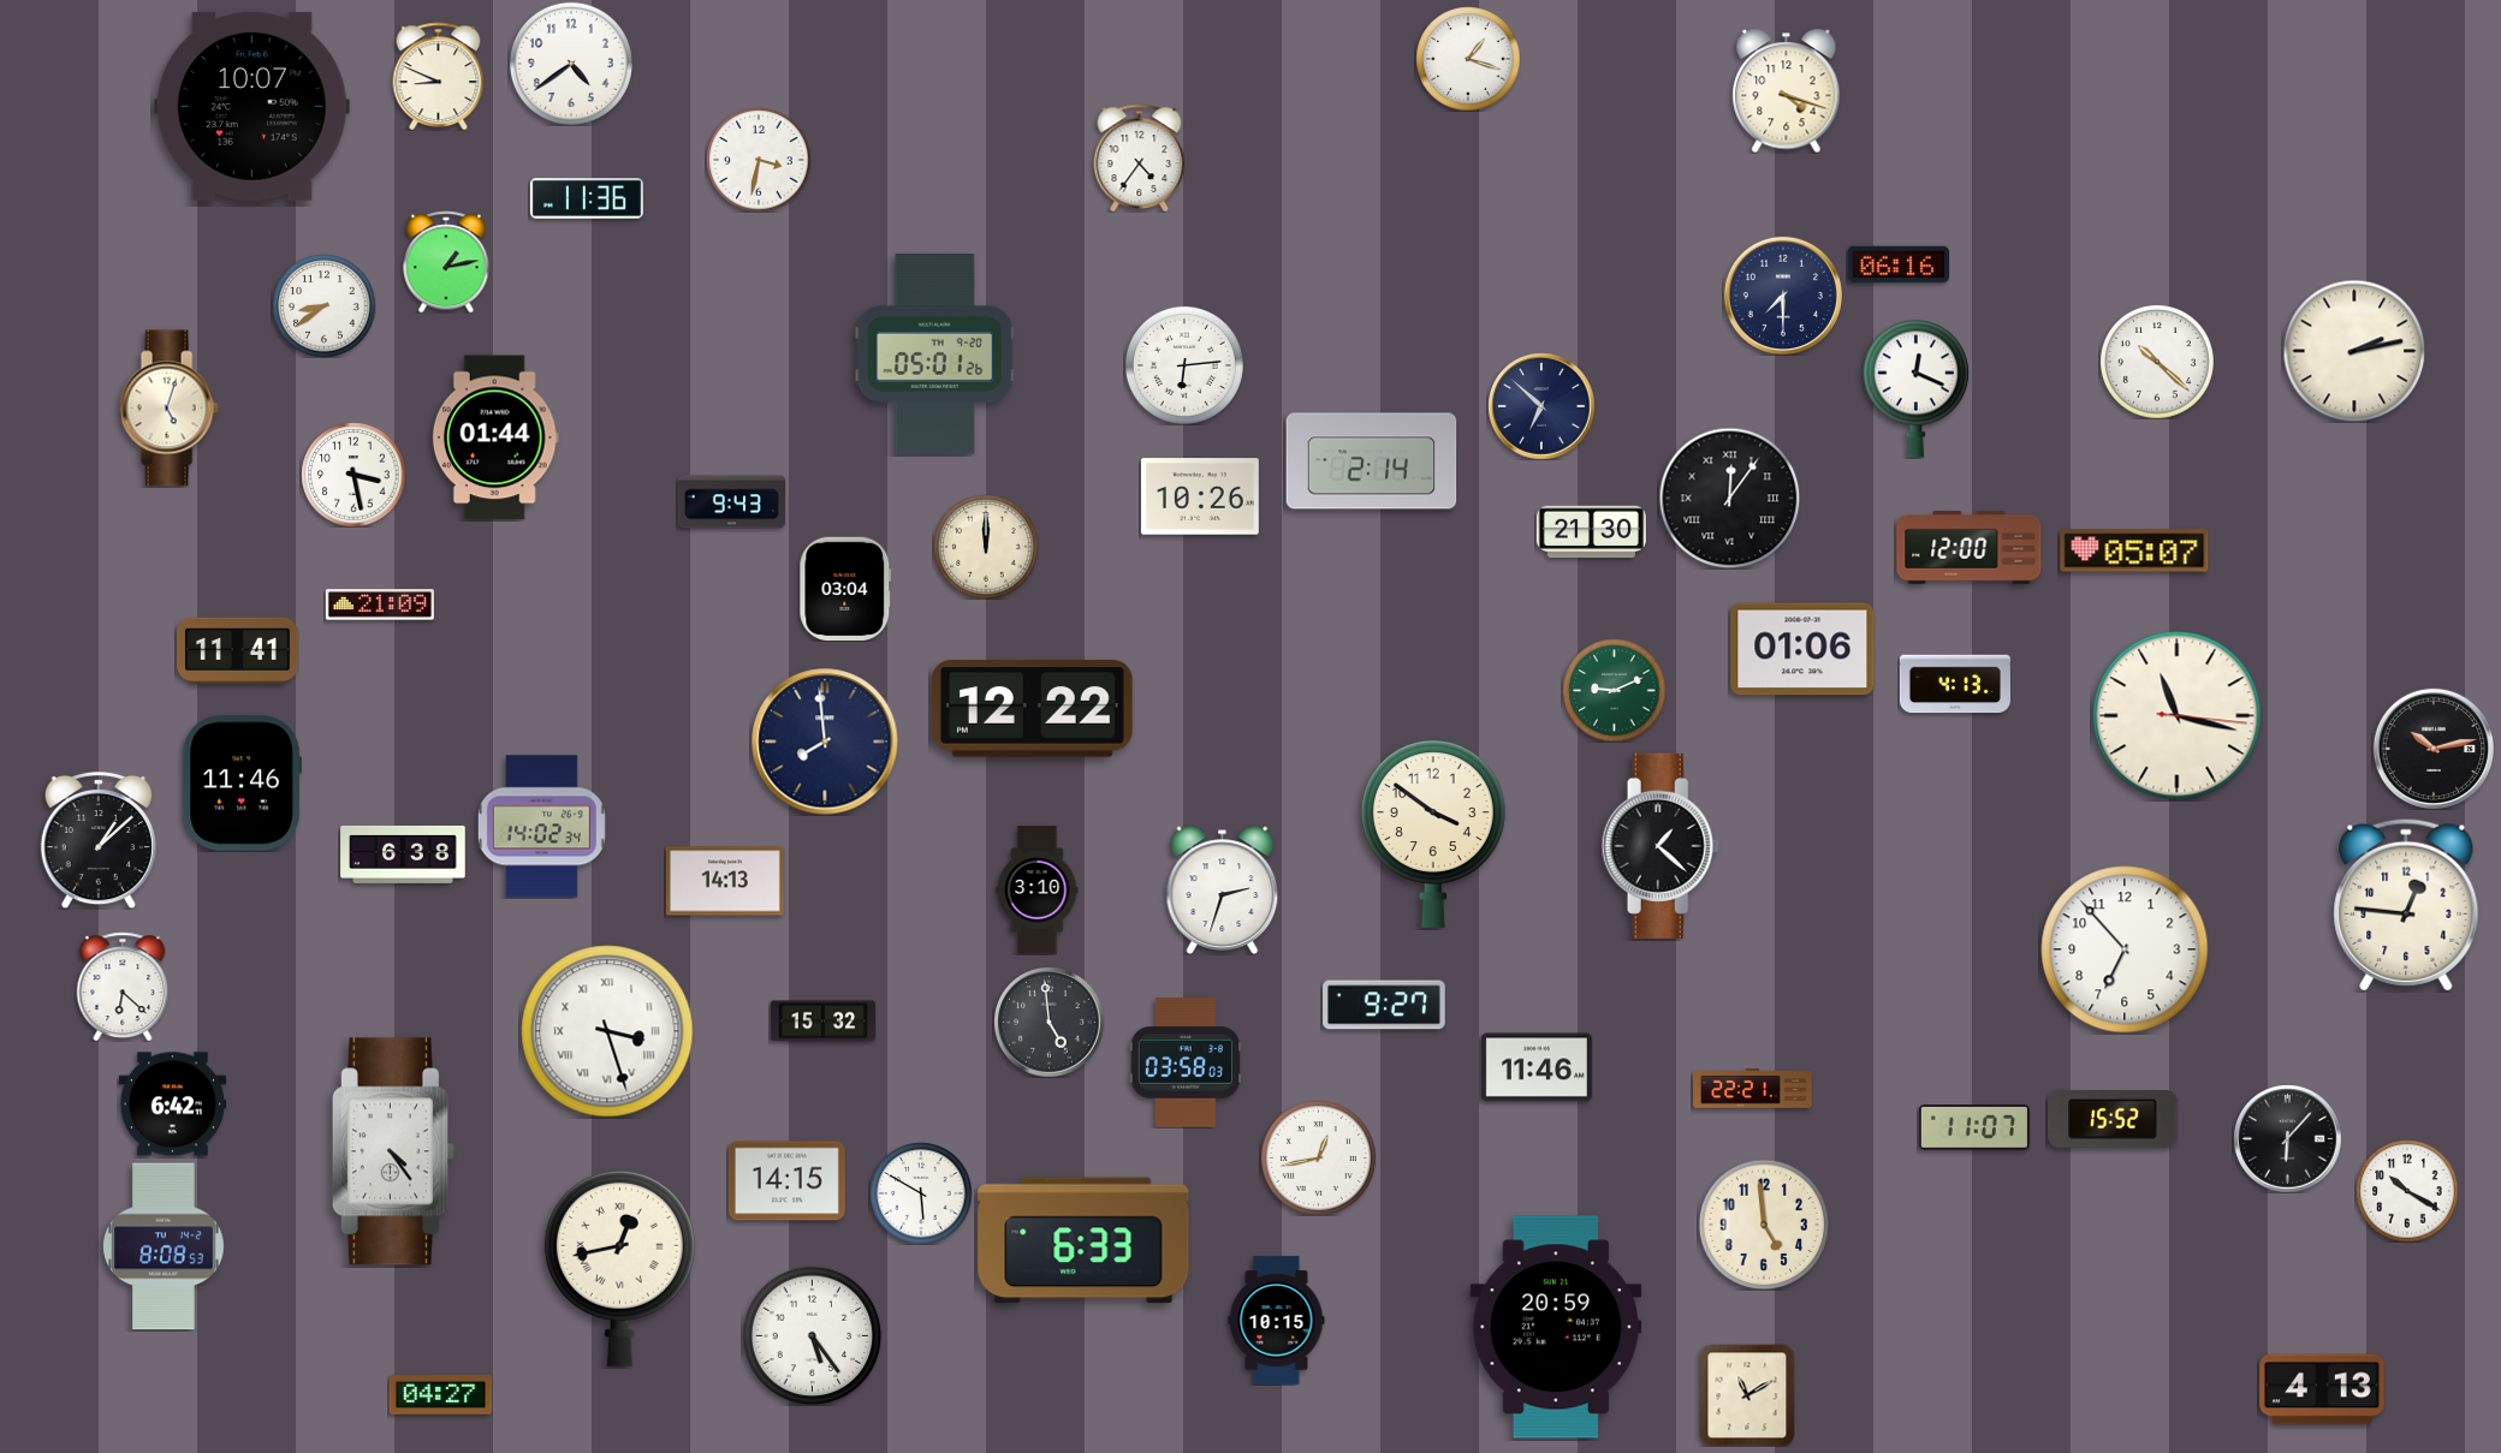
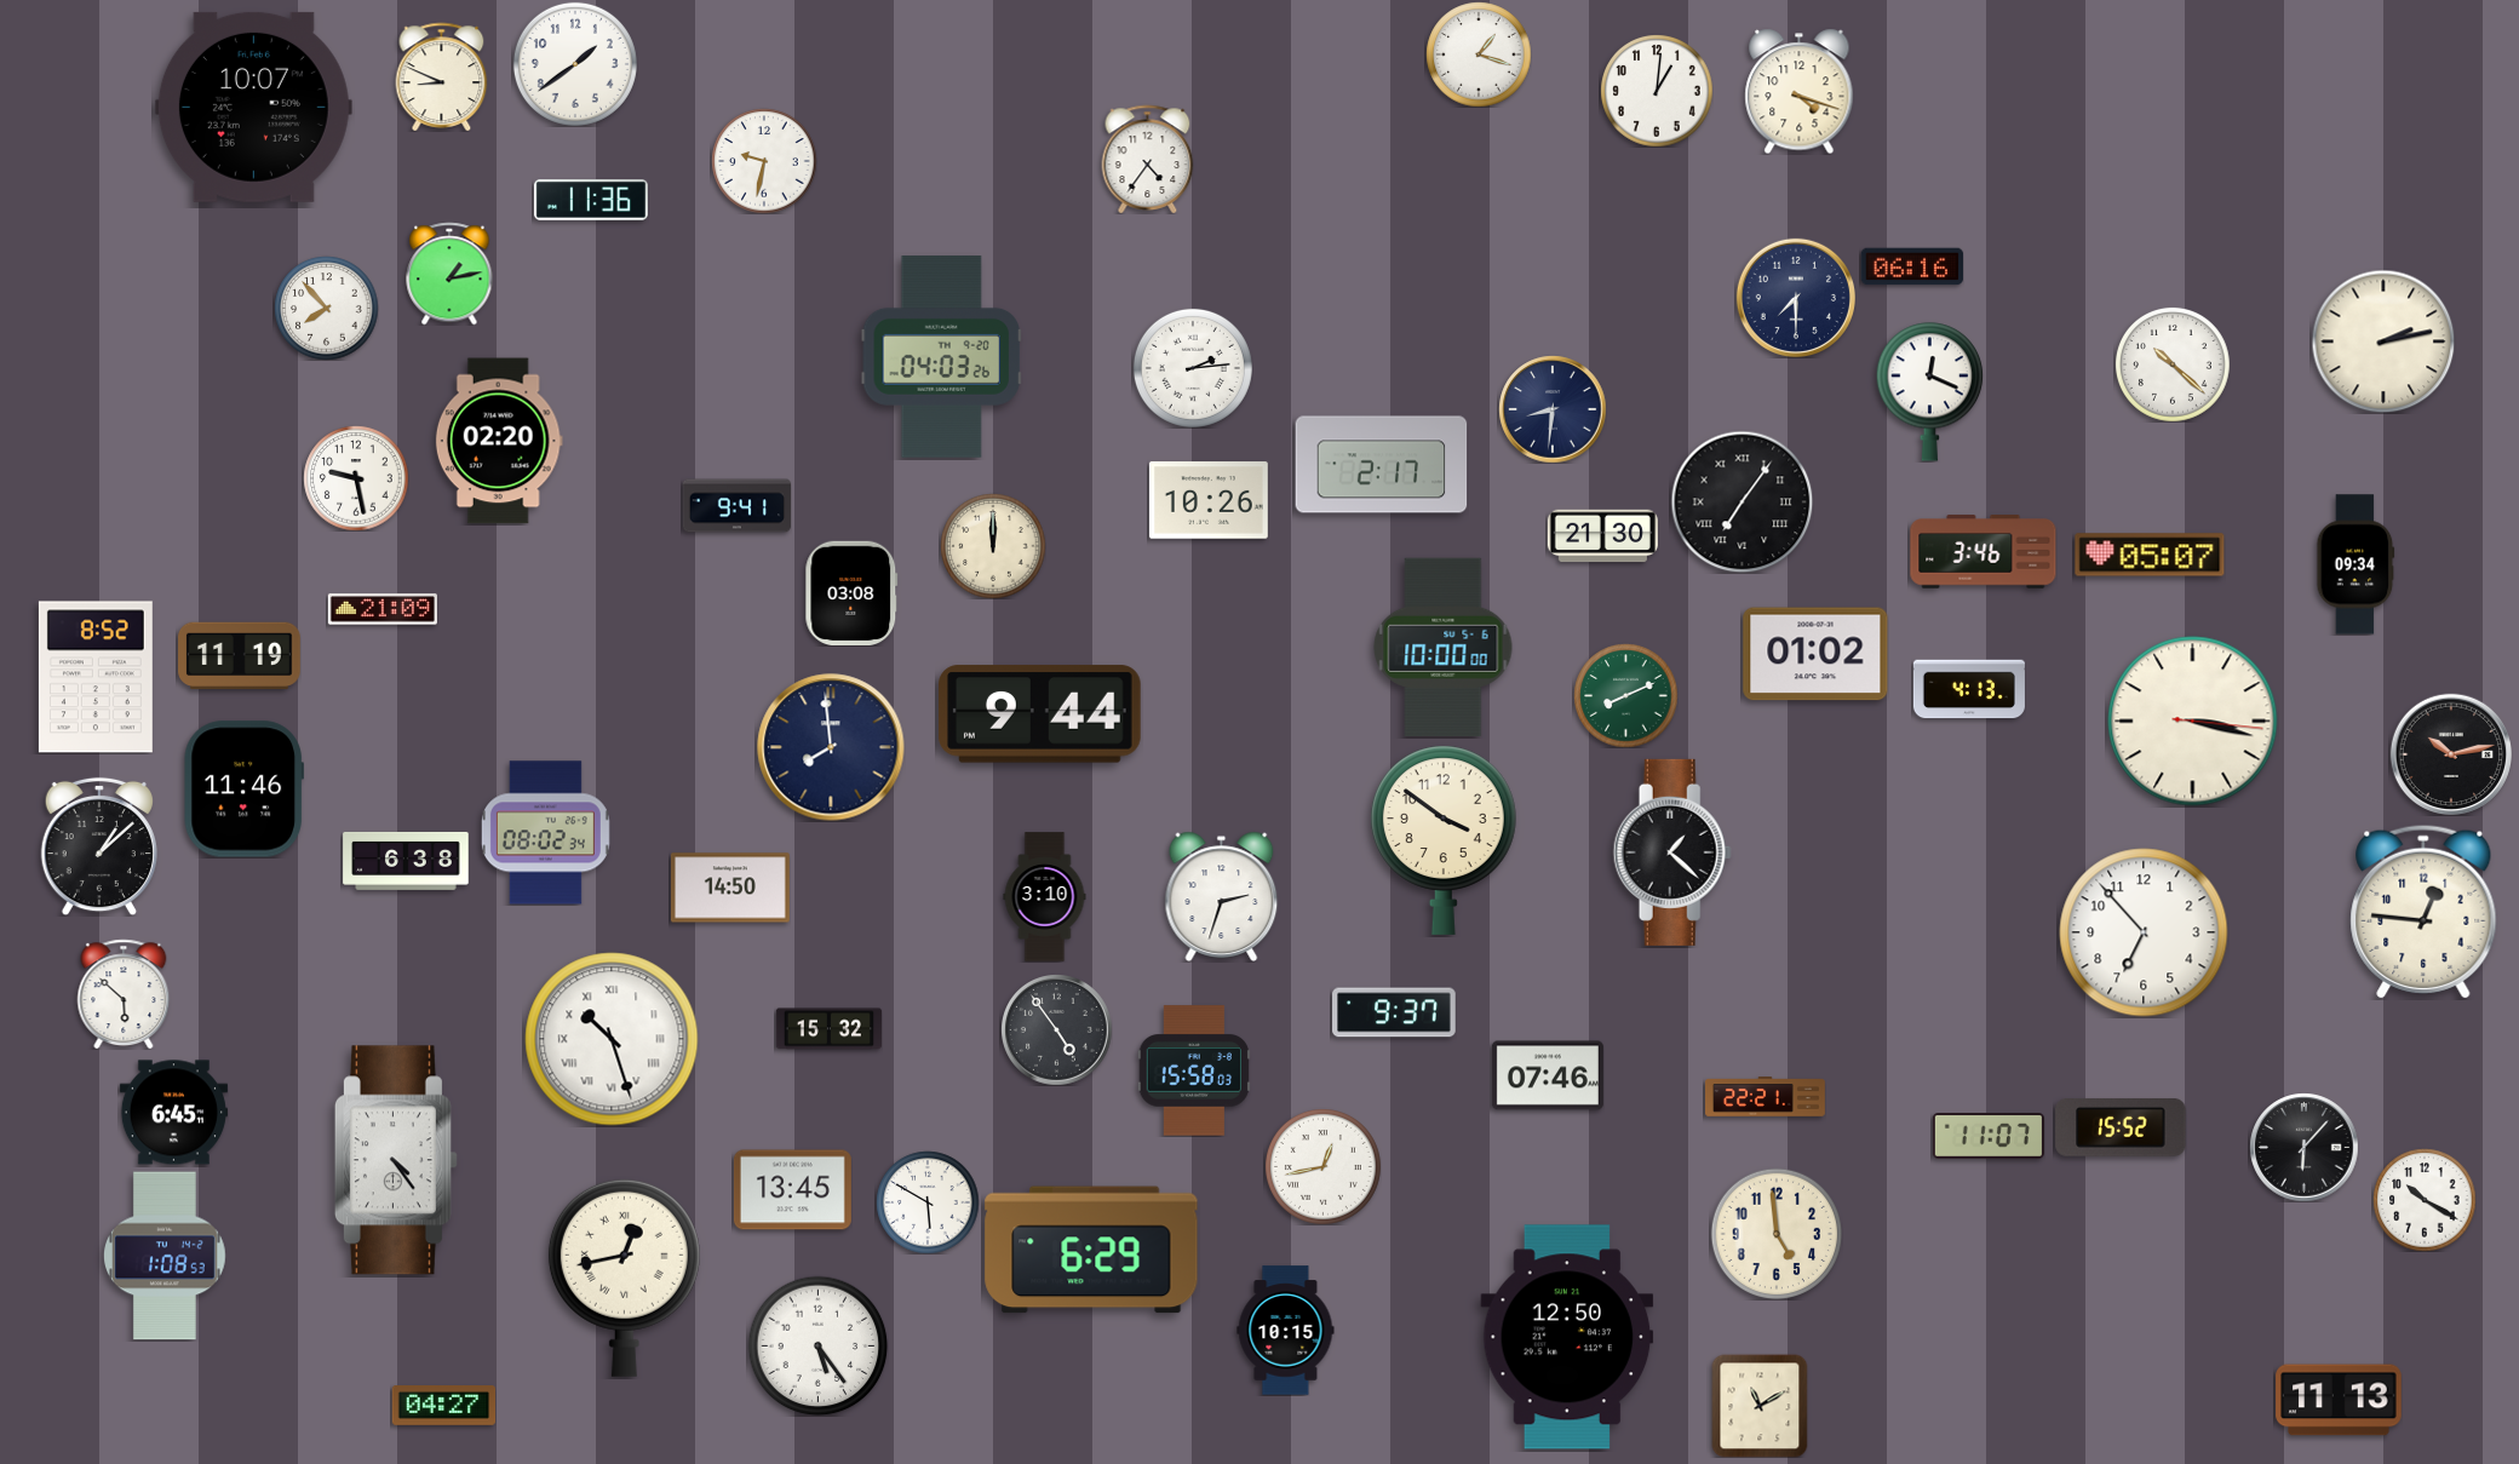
clock at (1468, 59) position: (1468, 59) -> (1479, 54)
clock at (571, 64): 4:39 -> 1:39
clock at (1657, 91): none -> 1:01
clock at (759, 160): 3:32 -> 9:32
clock at (446, 262) position: (446, 262) -> (449, 274)
clock at (323, 305): 8:39 -> 7:53
clock at (2354, 351) position: (2354, 351) -> (2383, 341)
clock at (934, 355): 05:01 -> 04:03
clock at (1184, 365): 6:14 -> 2:14
clock at (1541, 406): 6:52 -> 8:31
clock at (168, 409): 5:03 -> none
clock at (495, 437): 01:44 -> 02:20
clock at (1372, 461): 2:14 -> 2:17
clock at (354, 475): 3:28 -> 9:28
clock at (1729, 498): 12:06 -> 7:06
clock at (731, 502): 9:43 -> 9:41
clock at (986, 547) position: (986, 547) -> (993, 546)
clock at (1970, 548): 12:00 -> 3:46
clock at (2356, 564): none -> 09:34
clock at (845, 588): 03:04 -> 03:08
clock at (1444, 647): none -> 10:00
clock at (1802, 649): 01:06 -> 01:02
clock at (238, 651): 11:41 -> 11:19
clock at (96, 677): none -> 8:52
clock at (1614, 690): 9:11 -> 8:11
clock at (1033, 709): 12:22 -> 9:44
clock at (2178, 716): 11:17 -> 3:17
clock at (541, 827): 14:02 -> 08:02
clock at (725, 881): 14:13 -> 14:50
clock at (1223, 889) position: (1223, 889) -> (1222, 896)
clock at (2125, 949) position: (2125, 949) -> (2144, 932)
clock at (123, 987): 6:22 -> 5:52
clock at (1384, 1005): 9:27 -> 9:37
clock at (1050, 1023): 4:59 -> 4:54
clock at (607, 1031): 3:27 -> 10:27
clock at (1186, 1062): 03:58 -> 15:58
clock at (1537, 1067): 11:46 -> 07:46
clock at (172, 1104): 6:42 -> 6:45
clock at (2113, 1120) position: (2113, 1120) -> (2121, 1129)
clock at (1318, 1157) position: (1318, 1157) -> (1322, 1166)
clock at (786, 1181): 14:15 -> 13:45
clock at (1083, 1240): 6:33 -> 6:29
clock at (165, 1246): 8:08 -> 1:08
clock at (1556, 1327): 20:59 -> 12:50
clock at (2322, 1389): 4:13 -> 11:13
